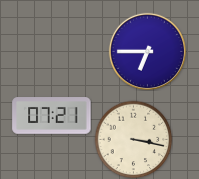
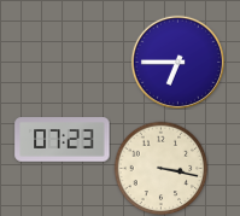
clock at (52, 116): 07:21 -> 07:23
